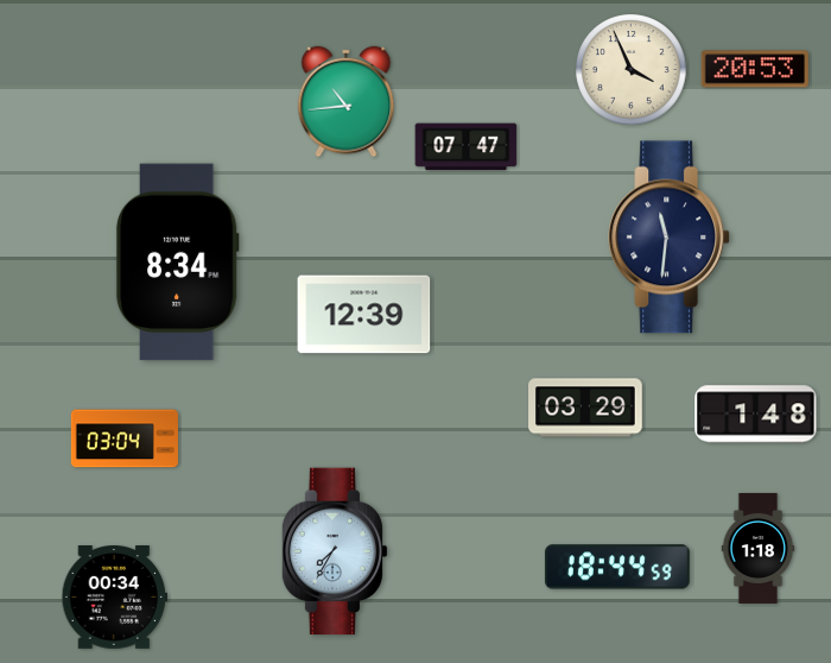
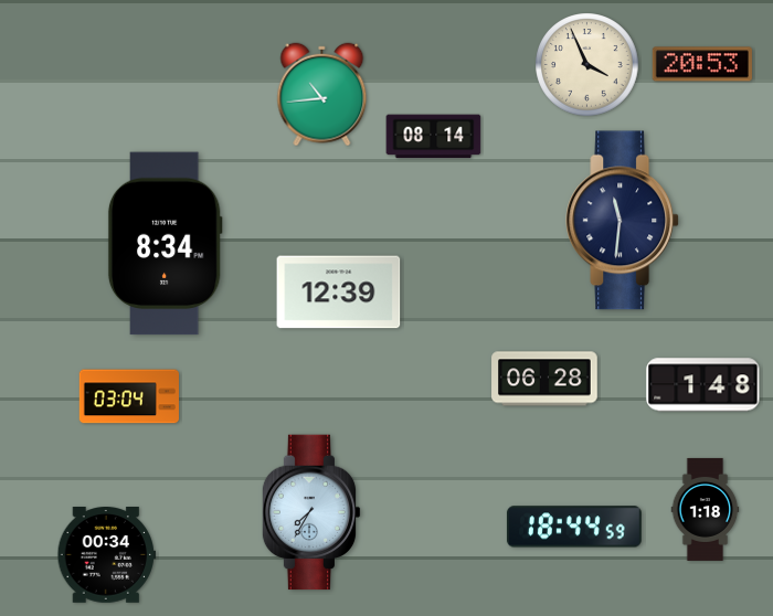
clock at (467, 147): 07:47 -> 08:14
clock at (585, 408): 03:29 -> 06:28
clock at (125, 438) position: (125, 438) -> (129, 396)
